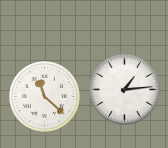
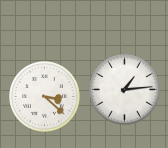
clock at (45, 97): 11:22 -> 3:22
